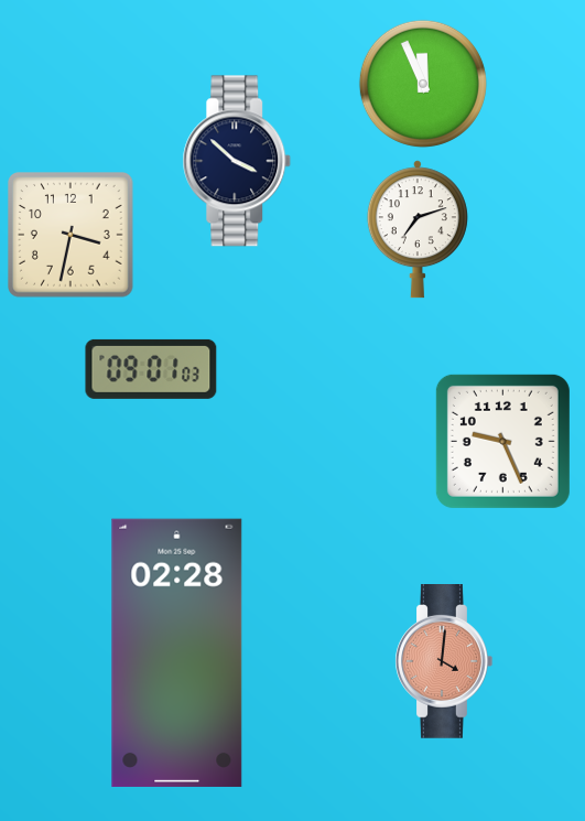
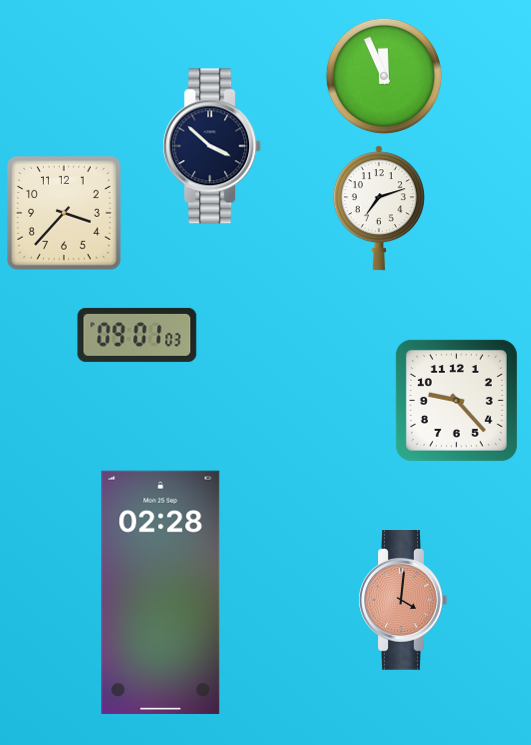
clock at (237, 161) position: (237, 161) -> (212, 146)
clock at (72, 236): 3:32 -> 3:37
clock at (502, 441): 9:26 -> 9:23
